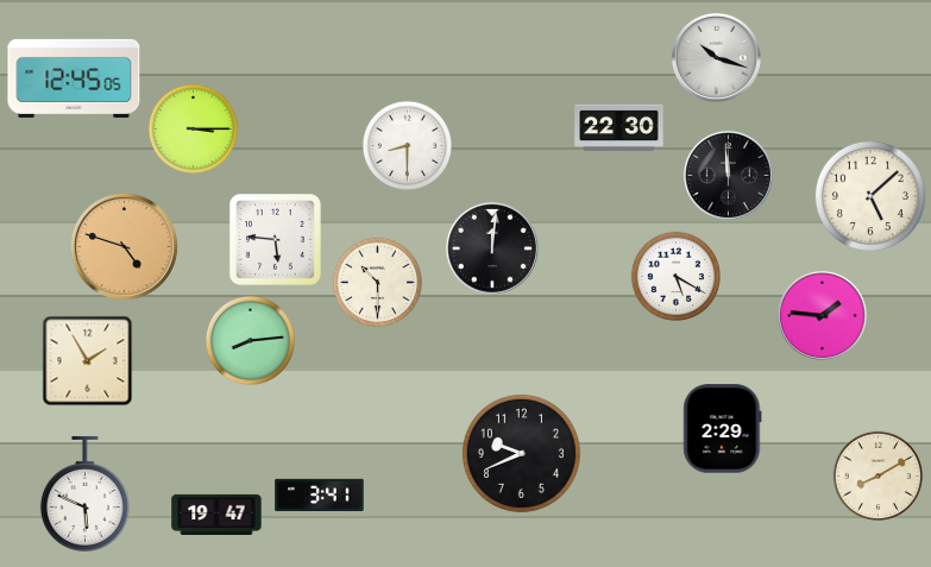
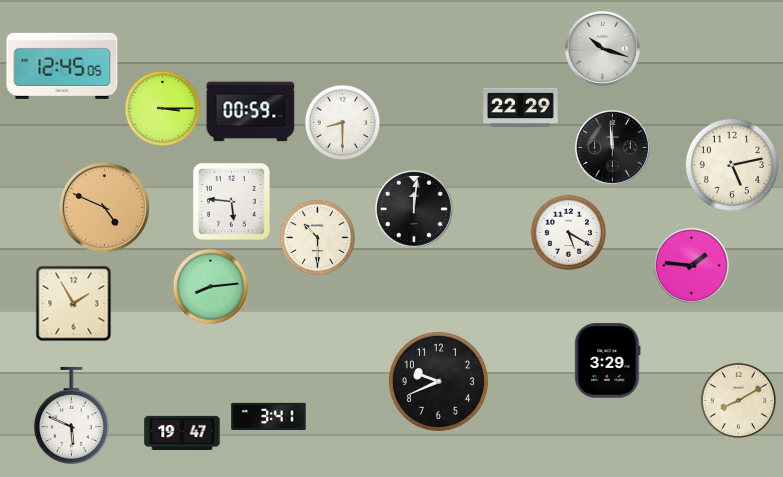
clock at (619, 128): 22:30 -> 22:29
clock at (251, 112): none -> 00:59
clock at (870, 196): 5:08 -> 5:13
clock at (124, 246): 4:48 -> 4:49
clock at (723, 429): 2:29 -> 3:29
